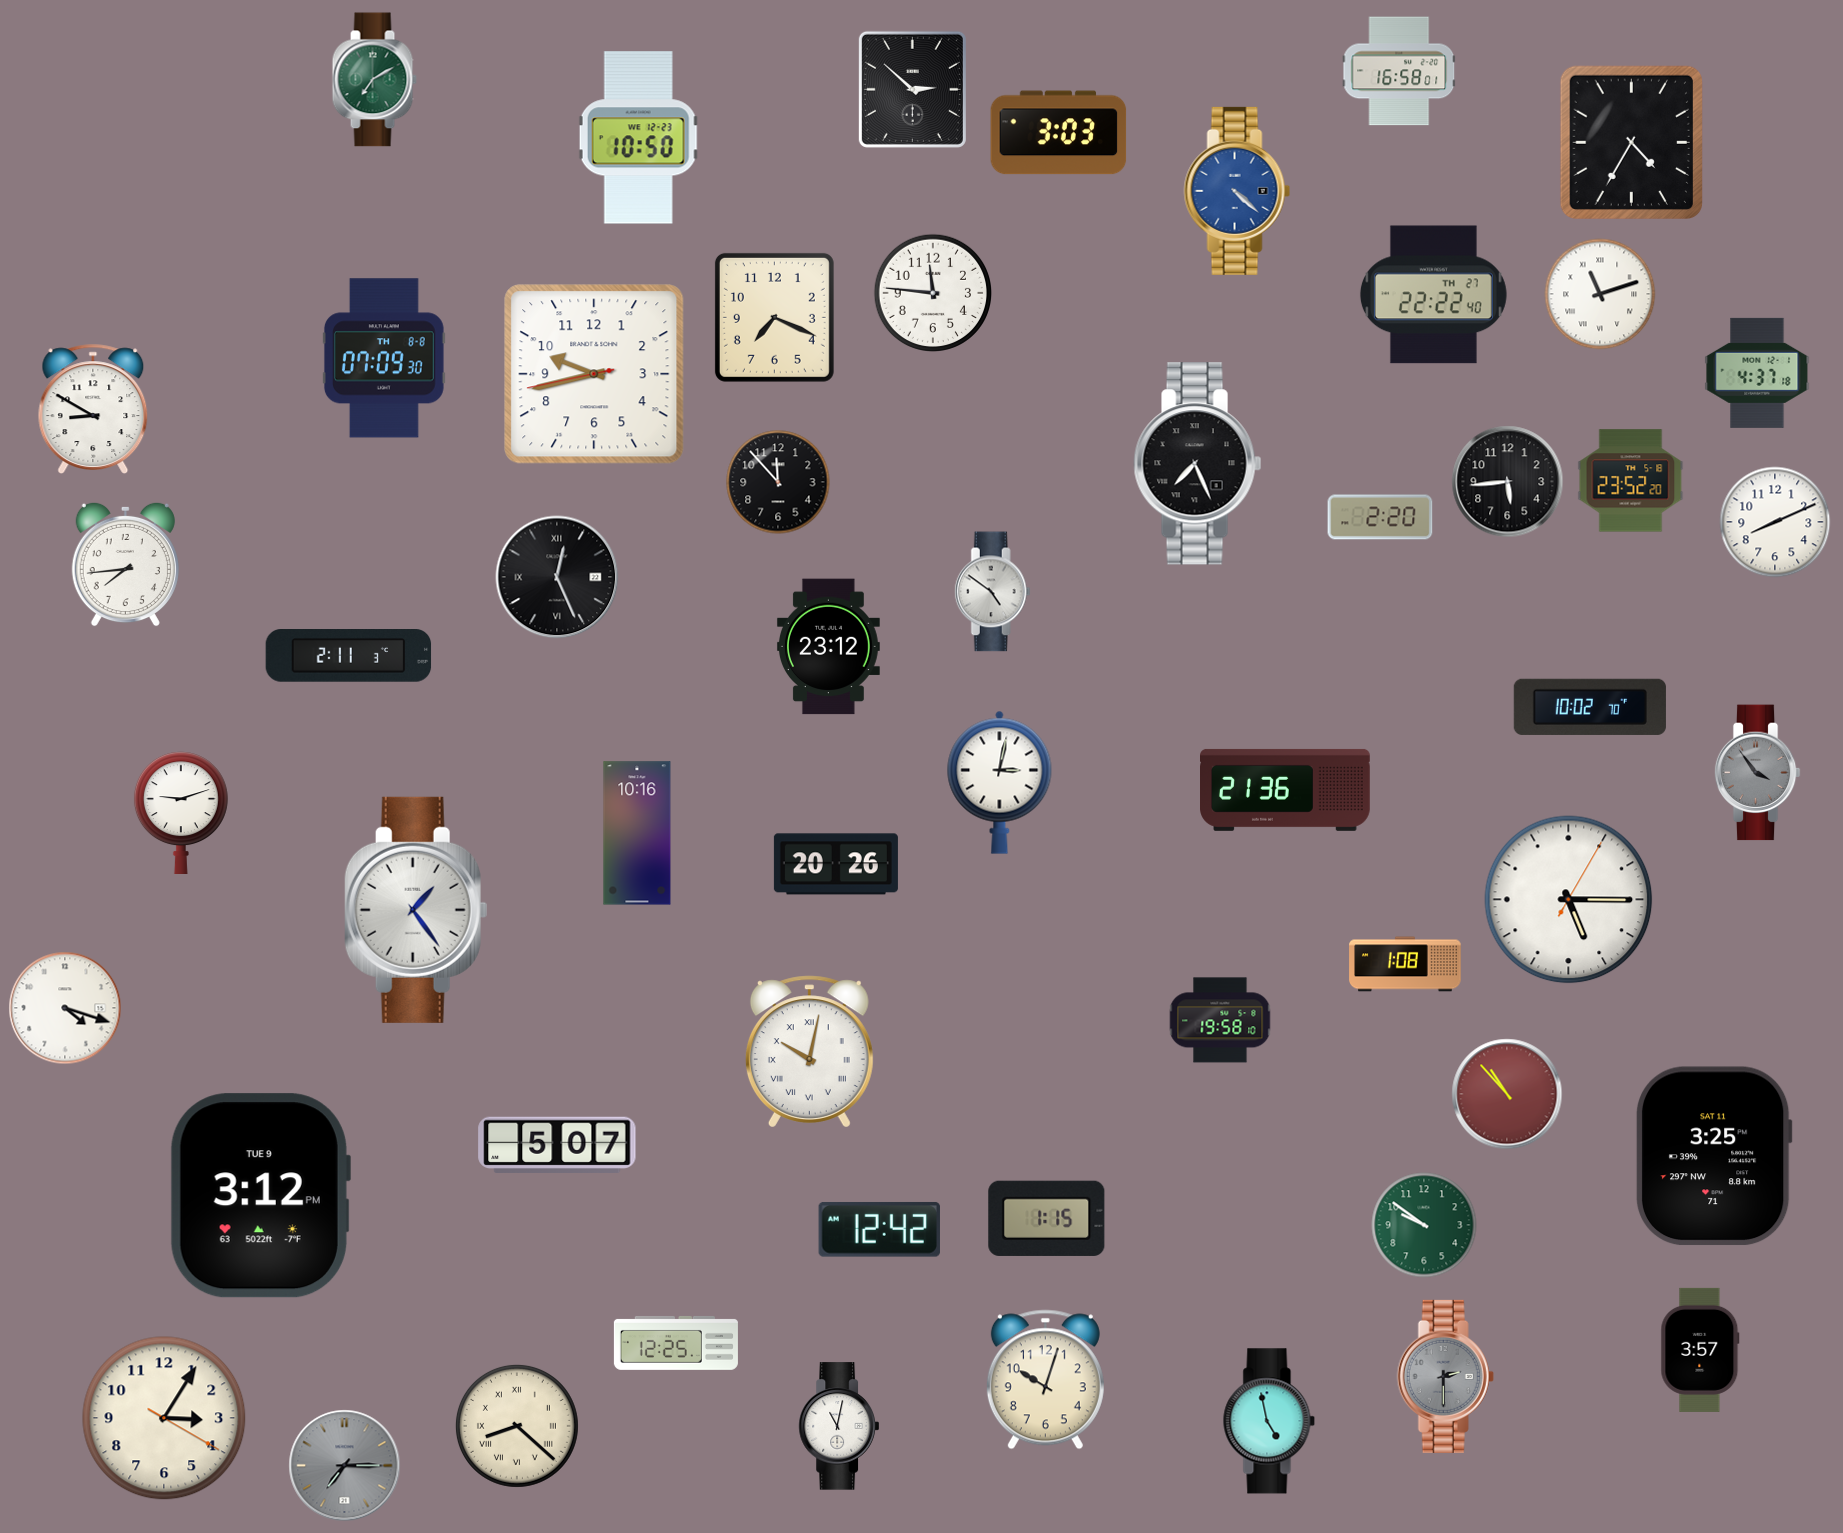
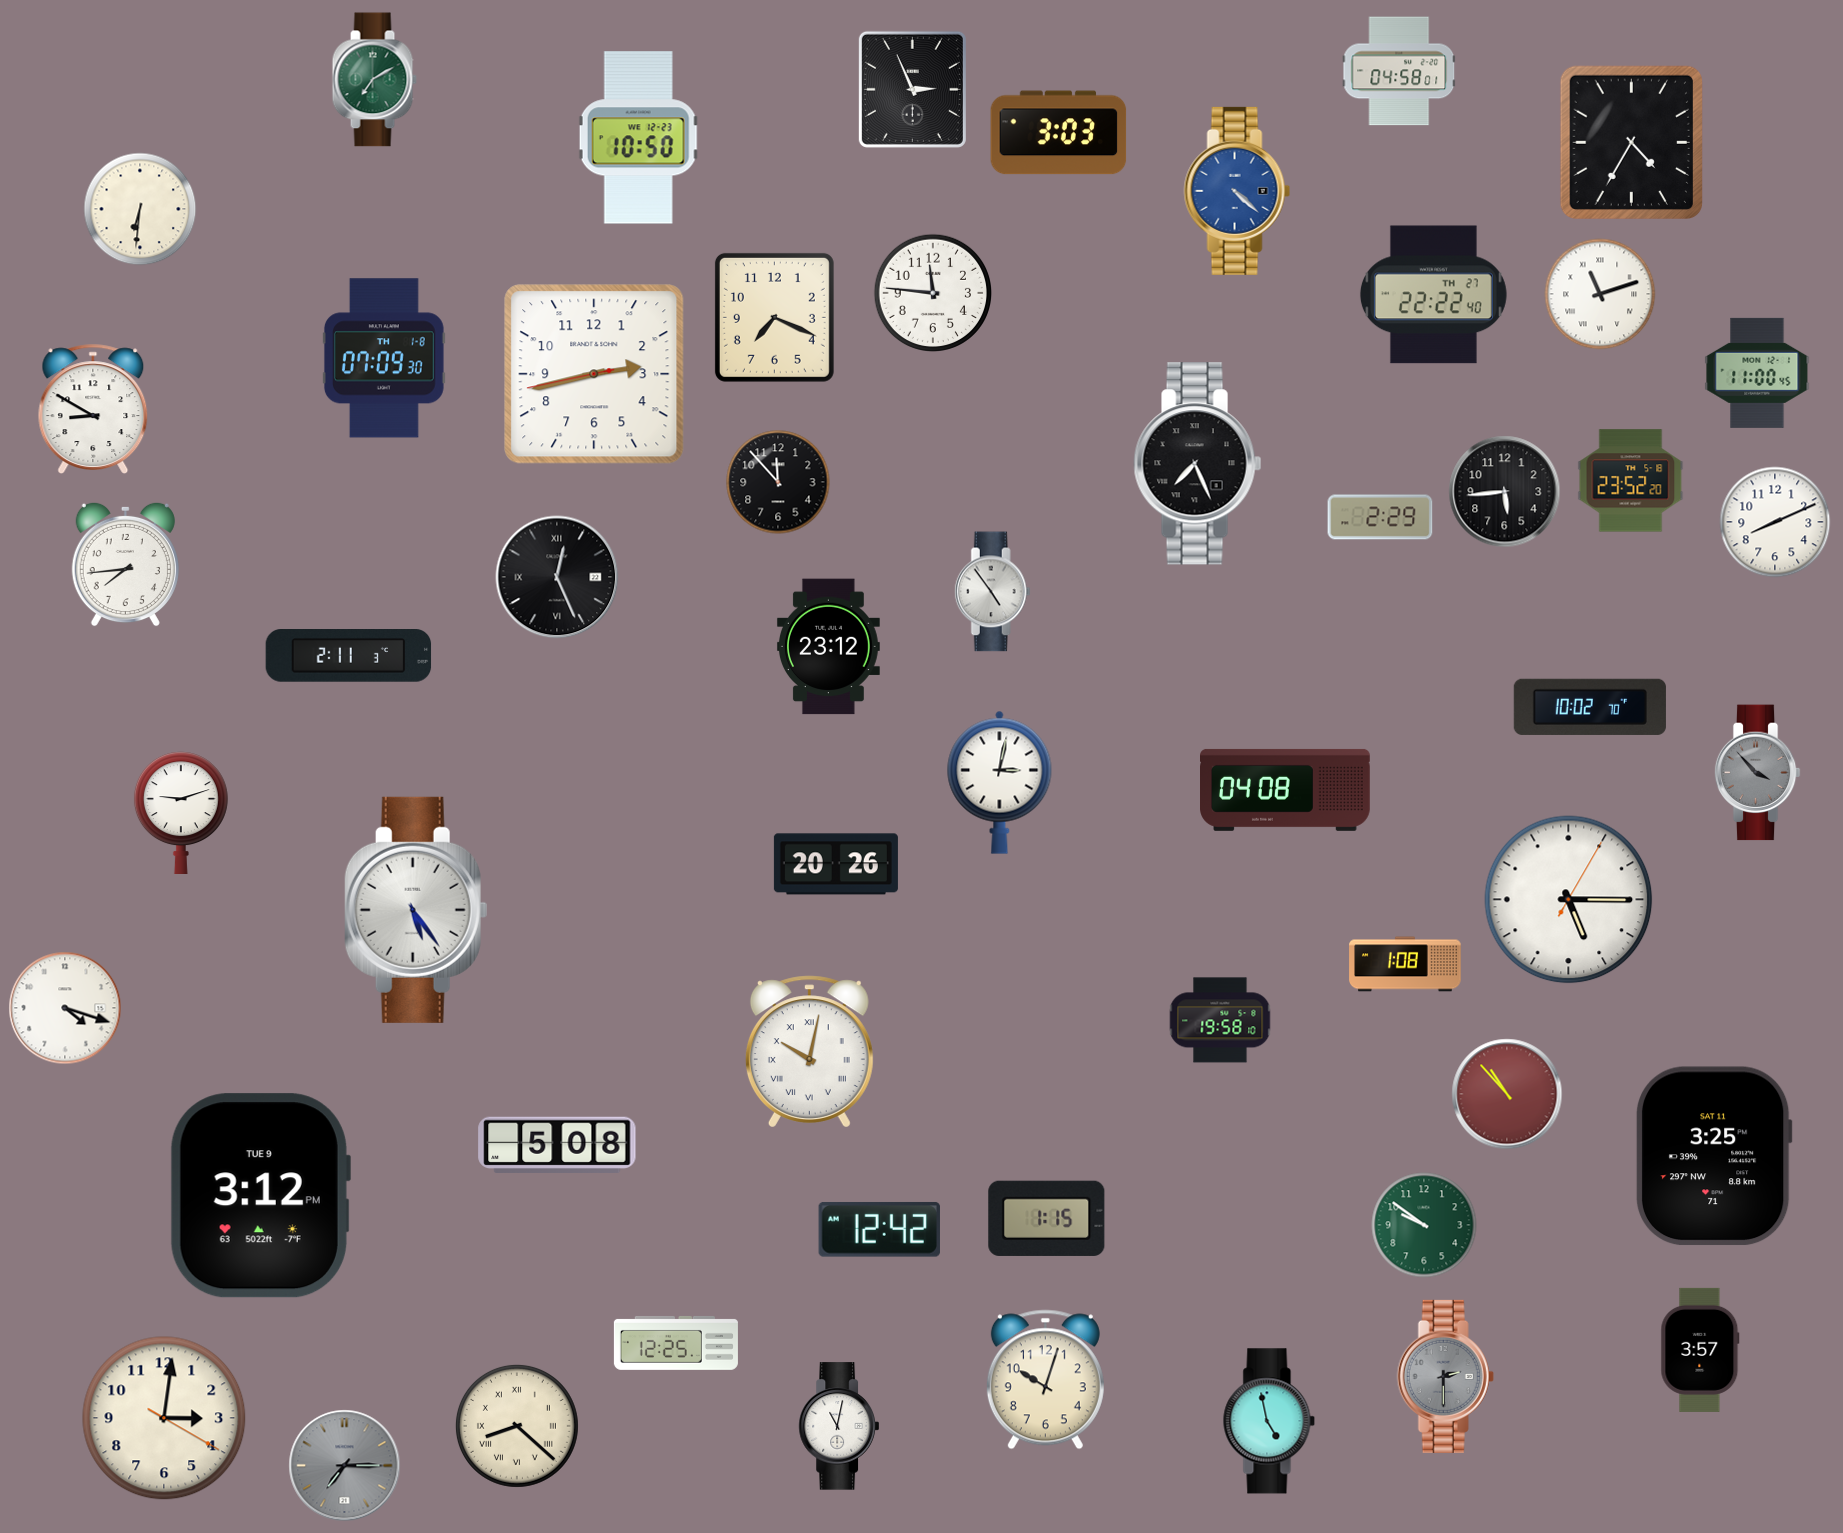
clock at (1399, 71): 16:58 -> 04:58
clock at (912, 89): 2:52 -> 2:56
clock at (140, 209): none -> 6:31
clock at (384, 358) date: TH 8-8 -> TH 1-8
clock at (1757, 373): 4:37 -> 11:00
clock at (594, 374): 9:42 -> 2:42
clock at (1508, 482) position: (1508, 482) -> (1505, 492)
clock at (1380, 517): 2:20 -> 2:29
clock at (992, 592): 4:51 -> 4:54
clock at (1757, 773): 3:54 -> 3:53
clock at (1286, 790): 21:36 -> 04:08
clock at (637, 833): 10:16 -> none
clock at (416, 910): 1:24 -> 5:24
clock at (557, 1145): 5:07 -> 5:08
clock at (164, 1418): 3:05 -> 3:01
